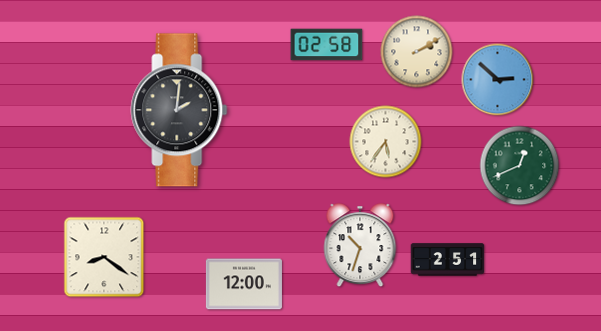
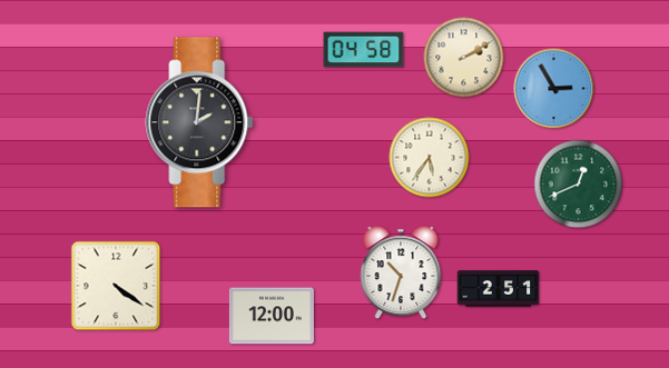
clock at (327, 45): 02:58 -> 04:58
clock at (498, 80): 2:52 -> 2:55
clock at (104, 257): 8:21 -> 4:21
